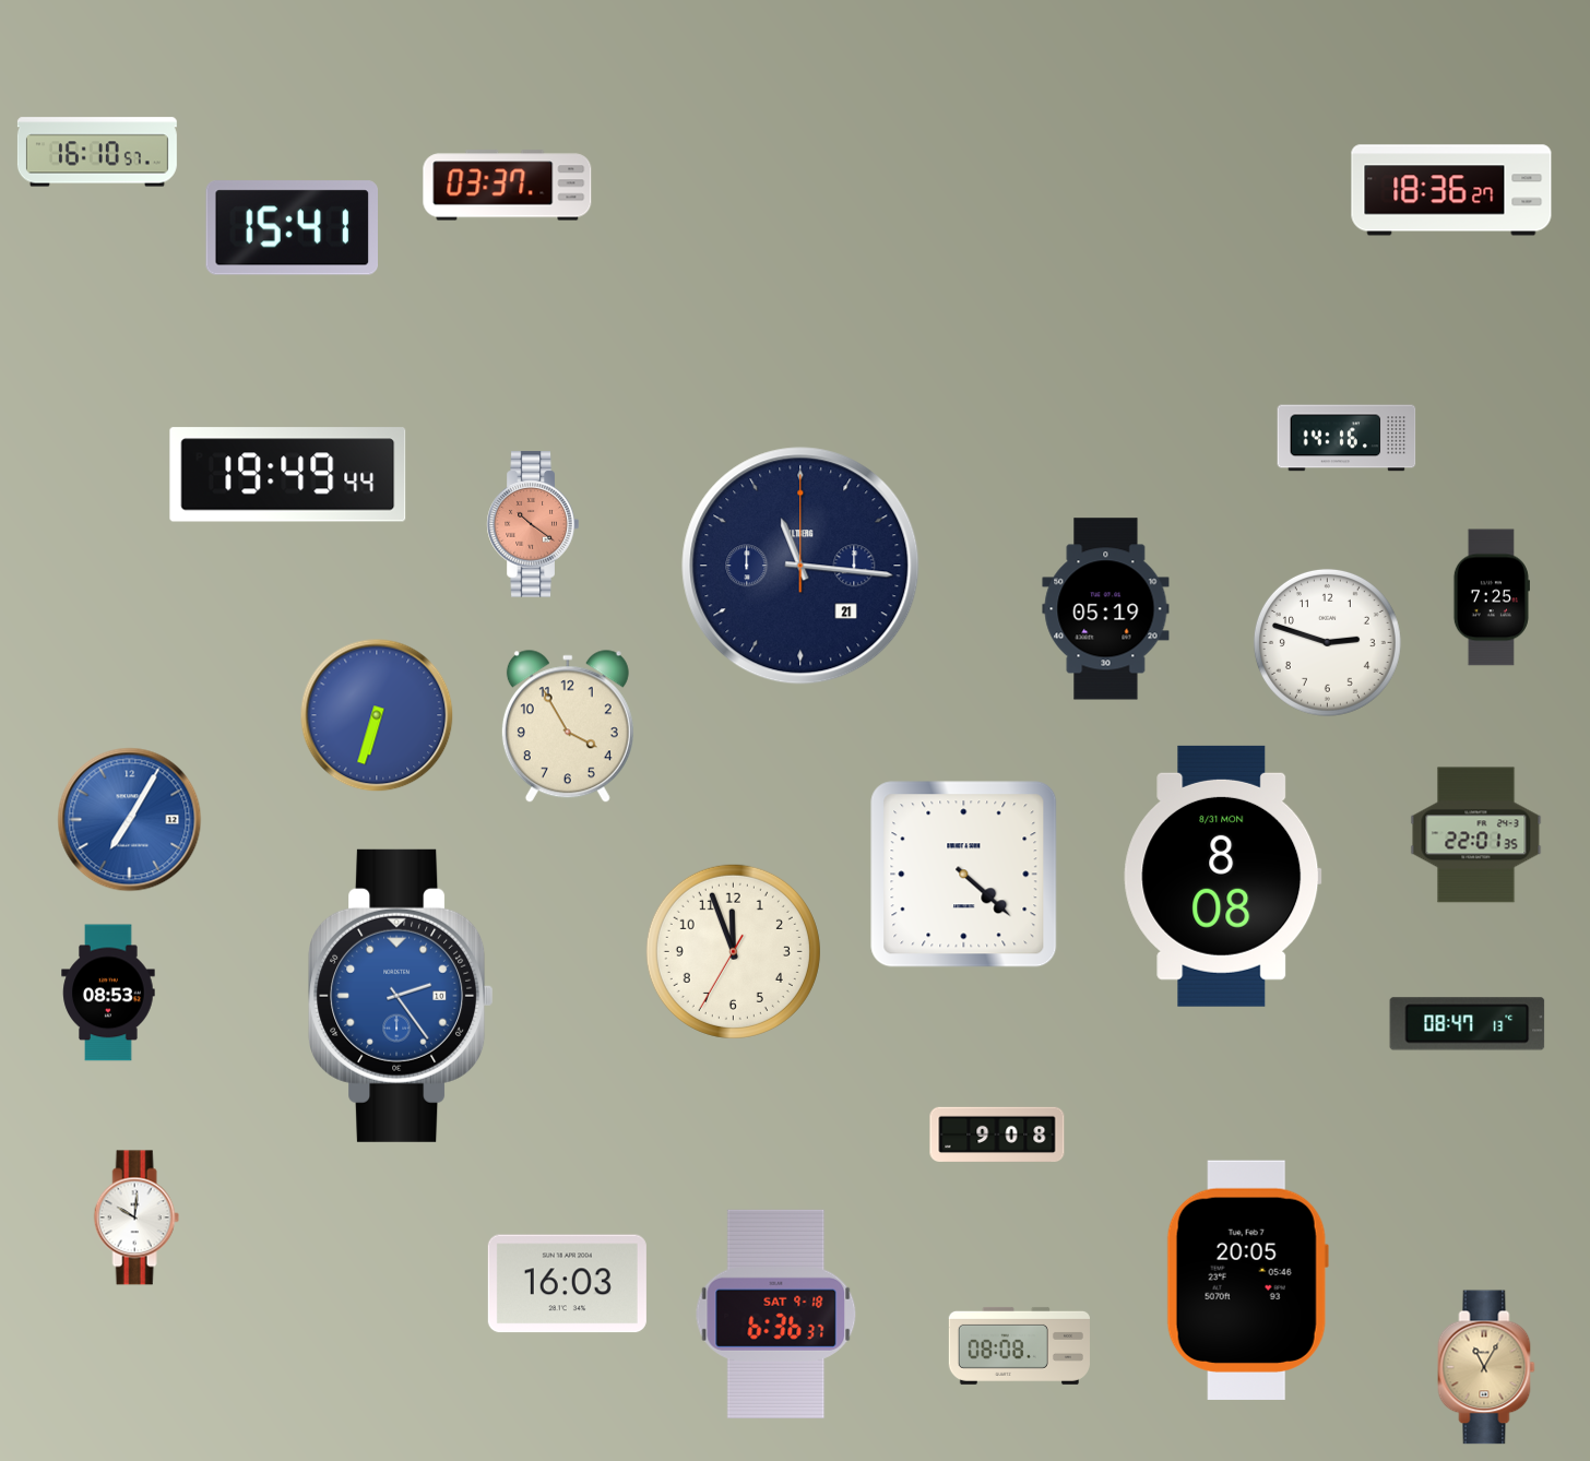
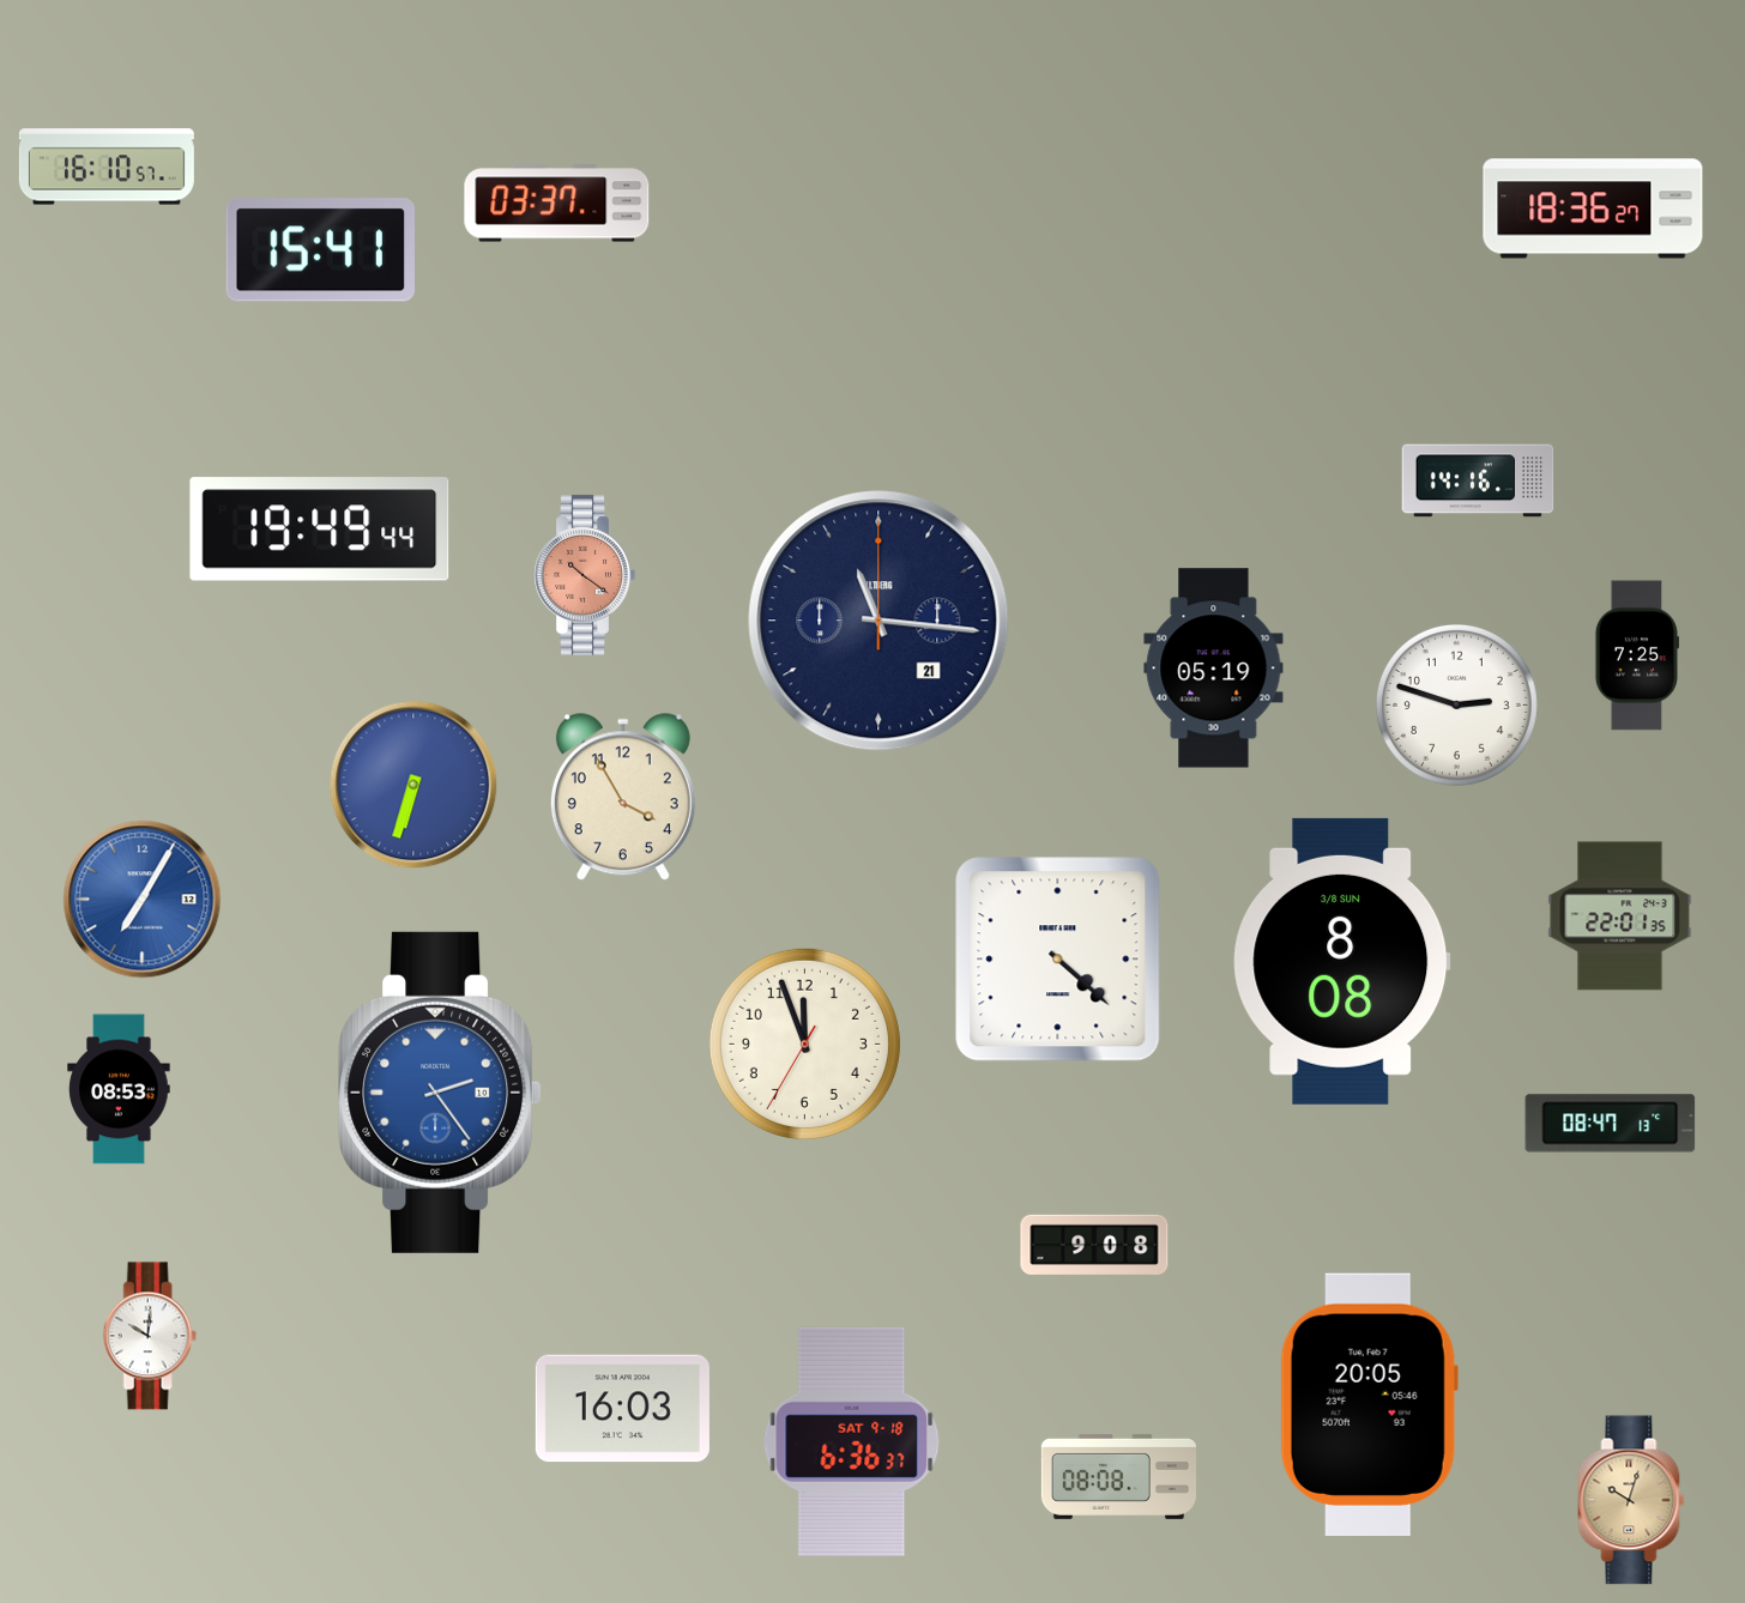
clock at (288, 475) position: (288, 475) -> (320, 530)
clock at (1223, 876) date: 8/31 MON -> 3/8 SUN
clock at (1486, 1367): 11:05 -> 10:03
